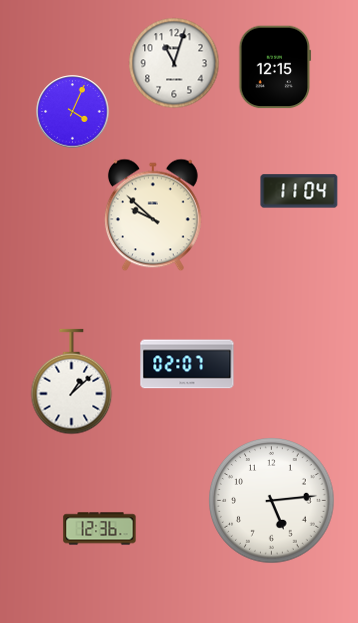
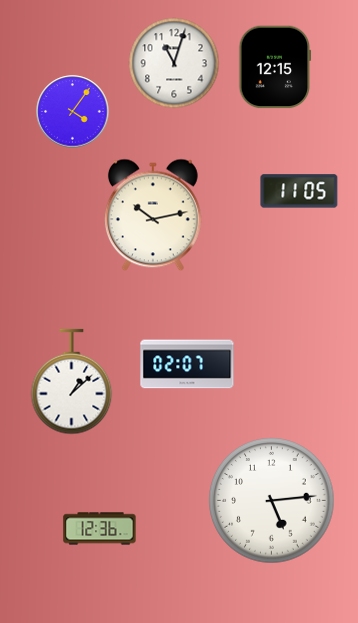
clock at (73, 112): 4:04 -> 4:06
clock at (299, 191): 11:04 -> 11:05
clock at (153, 215): 9:52 -> 10:13
